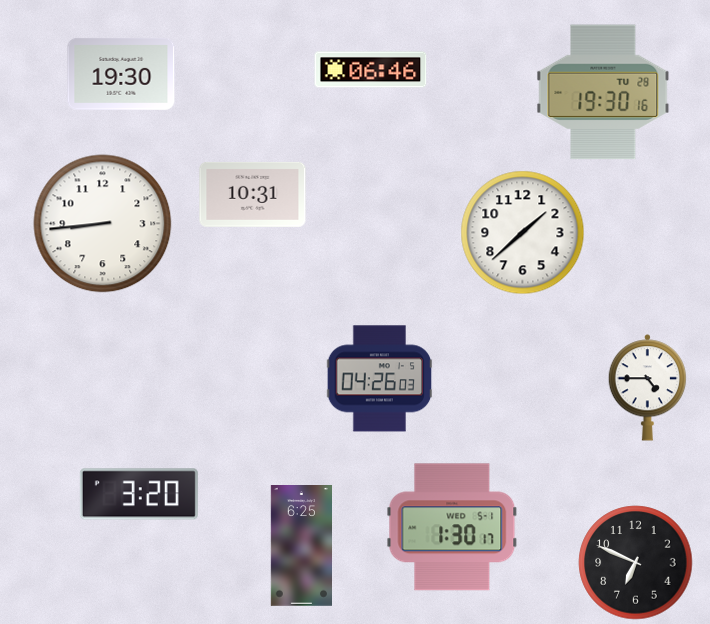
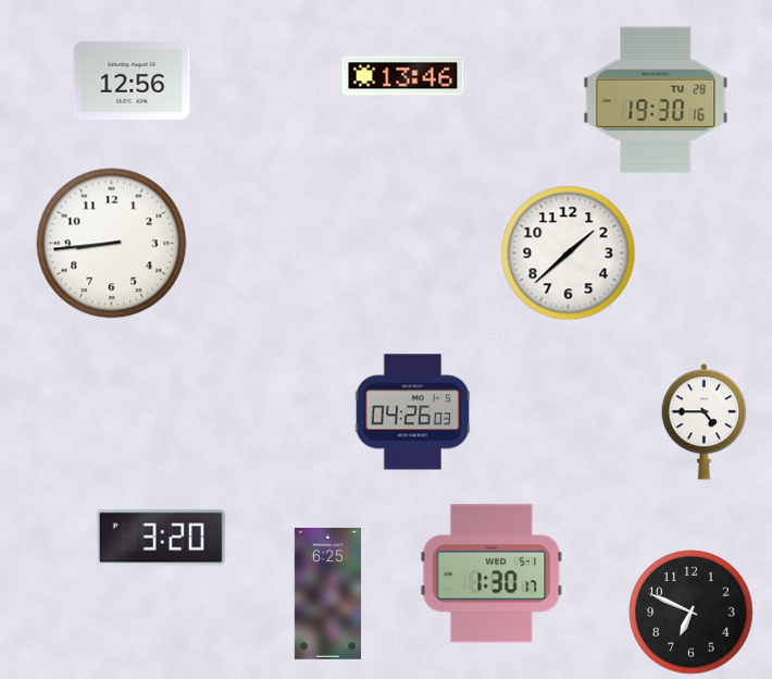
clock at (371, 70): 06:46 -> 13:46
clock at (121, 74): 19:30 -> 12:56
clock at (253, 194): 10:31 -> none
clock at (139, 494) position: (139, 494) -> (161, 538)
